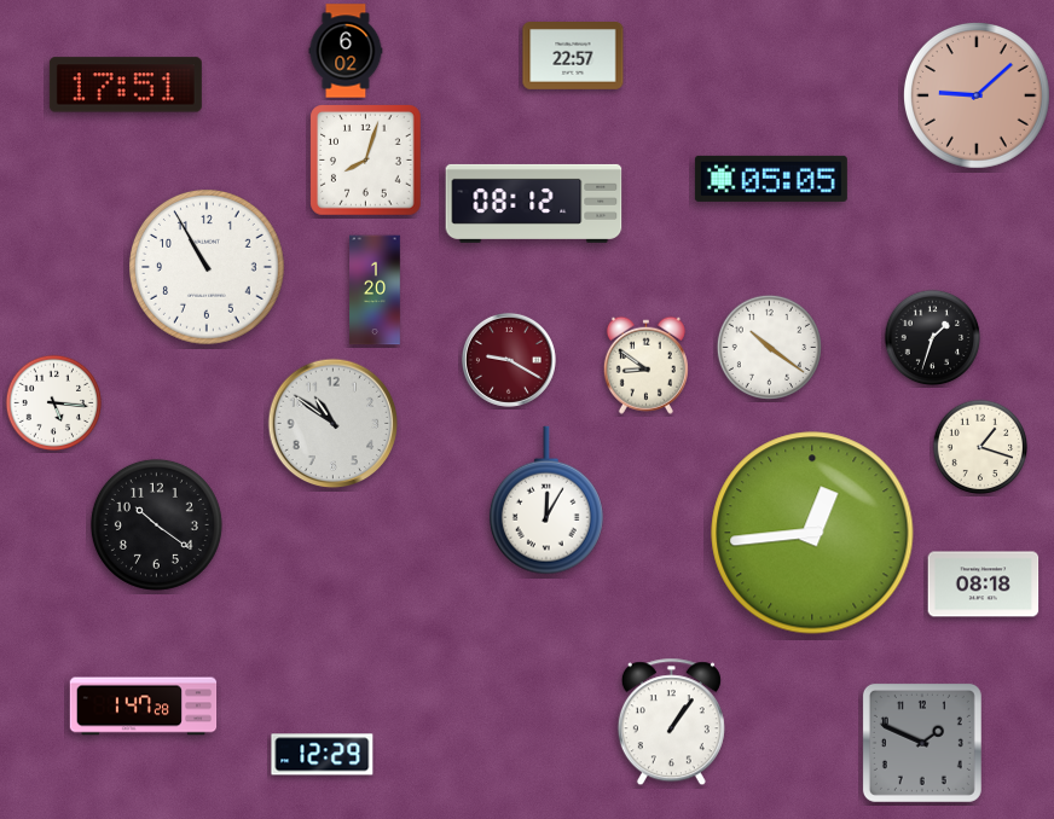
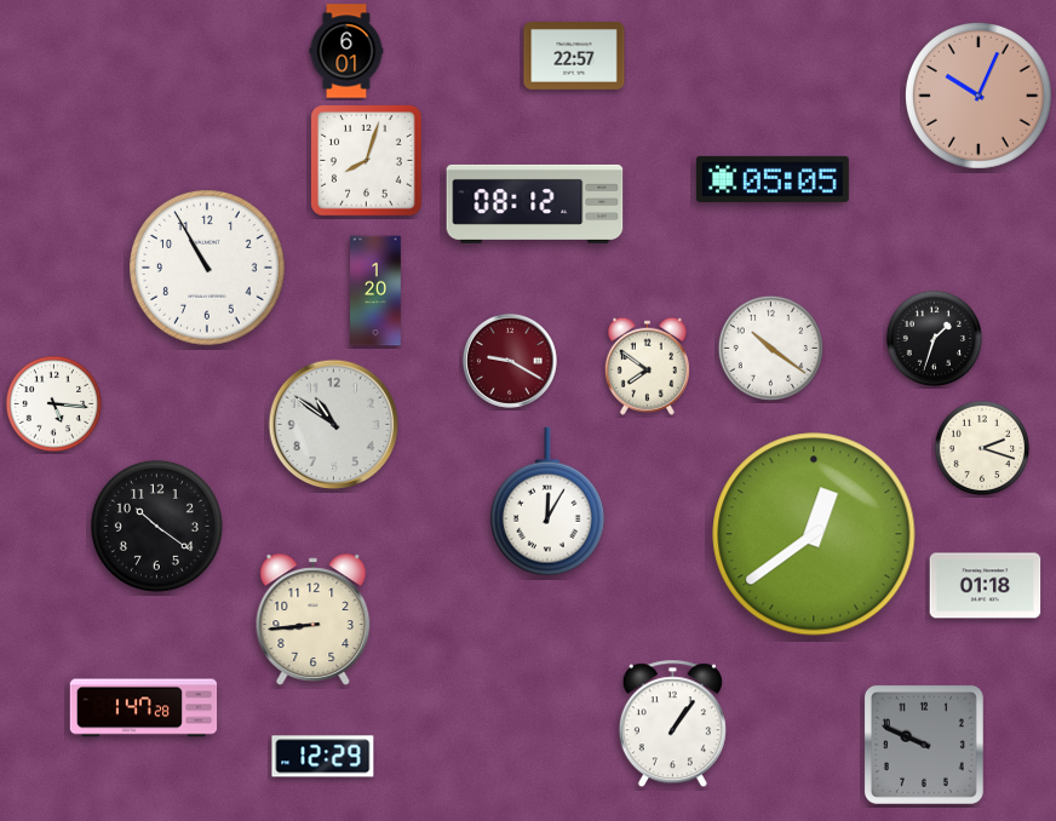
clock at (346, 51): 6:02 -> 6:01
clock at (126, 85): 17:51 -> none
clock at (977, 95): 9:08 -> 10:04
clock at (645, 365): 8:51 -> 7:51
clock at (980, 447): 1:18 -> 2:18
clock at (812, 533): 12:44 -> 12:39
clock at (984, 585): 08:18 -> 01:18
clock at (314, 620): none -> 8:44
clock at (922, 743): 1:49 -> 9:49
